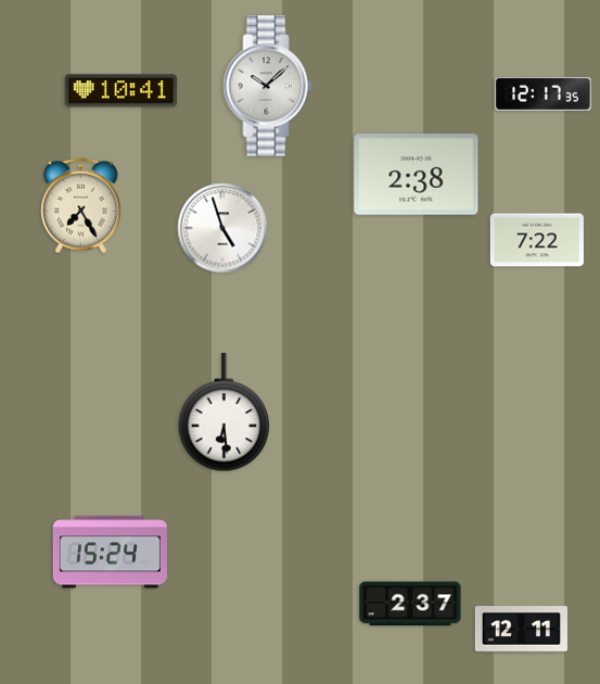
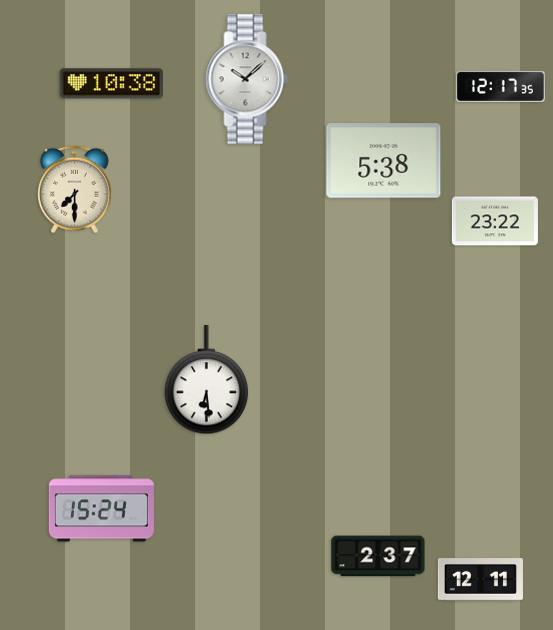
clock at (120, 91): 10:41 -> 10:38
clock at (417, 175): 2:38 -> 5:38
clock at (81, 206): 7:25 -> 7:30
clock at (222, 228): 4:57 -> none
clock at (537, 240): 7:22 -> 23:22
